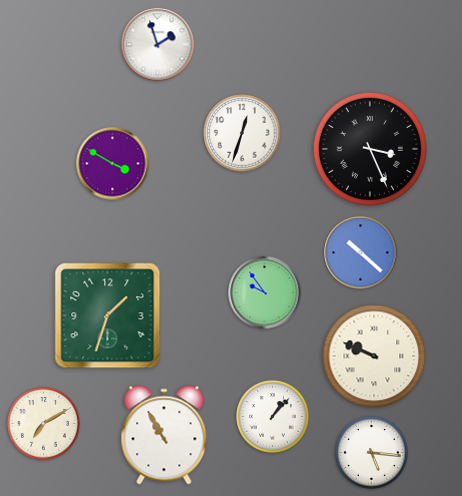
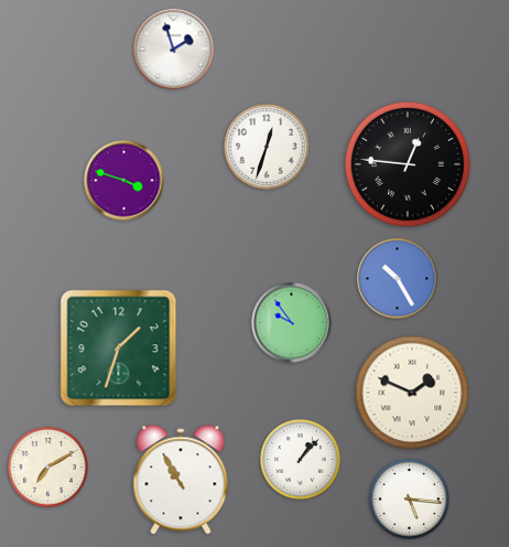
clock at (370, 149): 3:26 -> 12:46
clock at (113, 164): 3:50 -> 3:48
clock at (361, 253): 10:22 -> 10:25
clock at (374, 356): 9:49 -> 1:49
